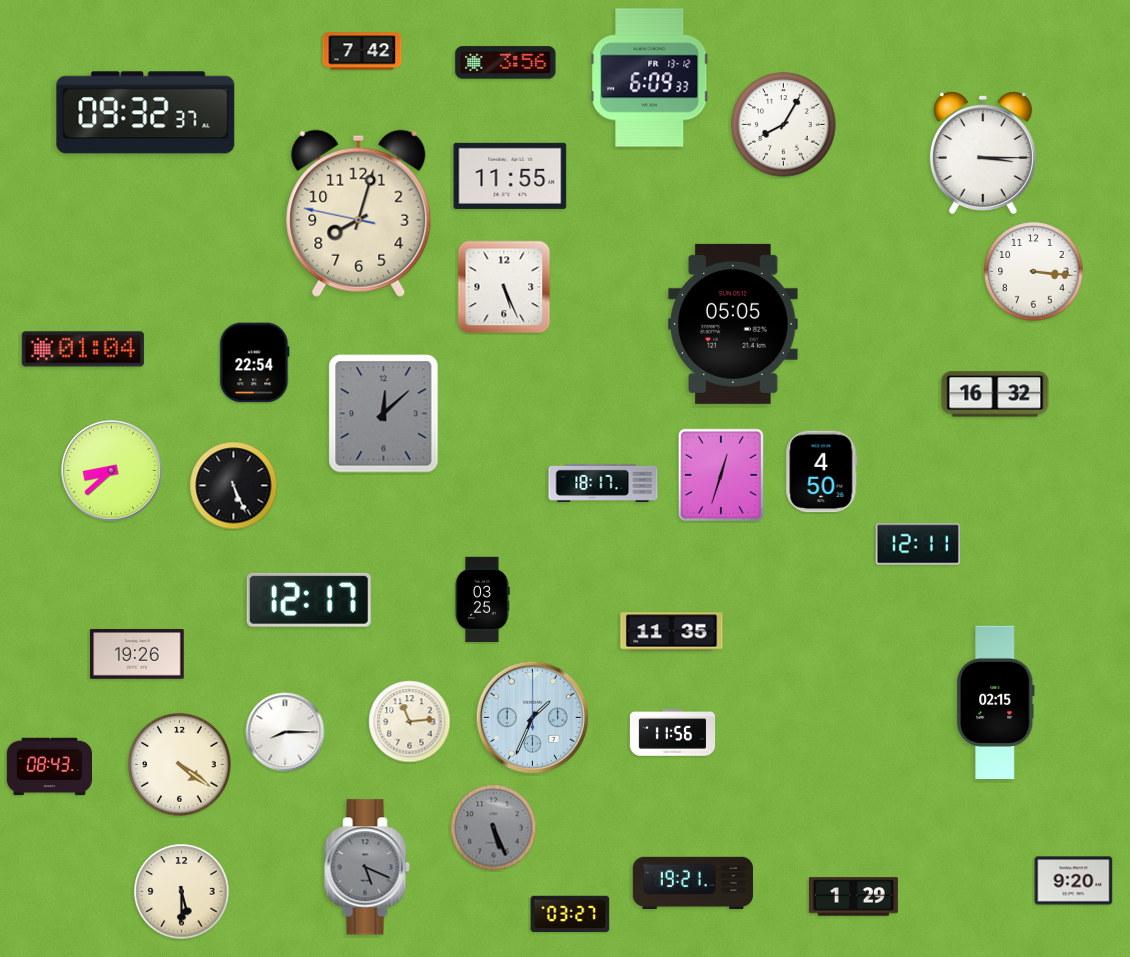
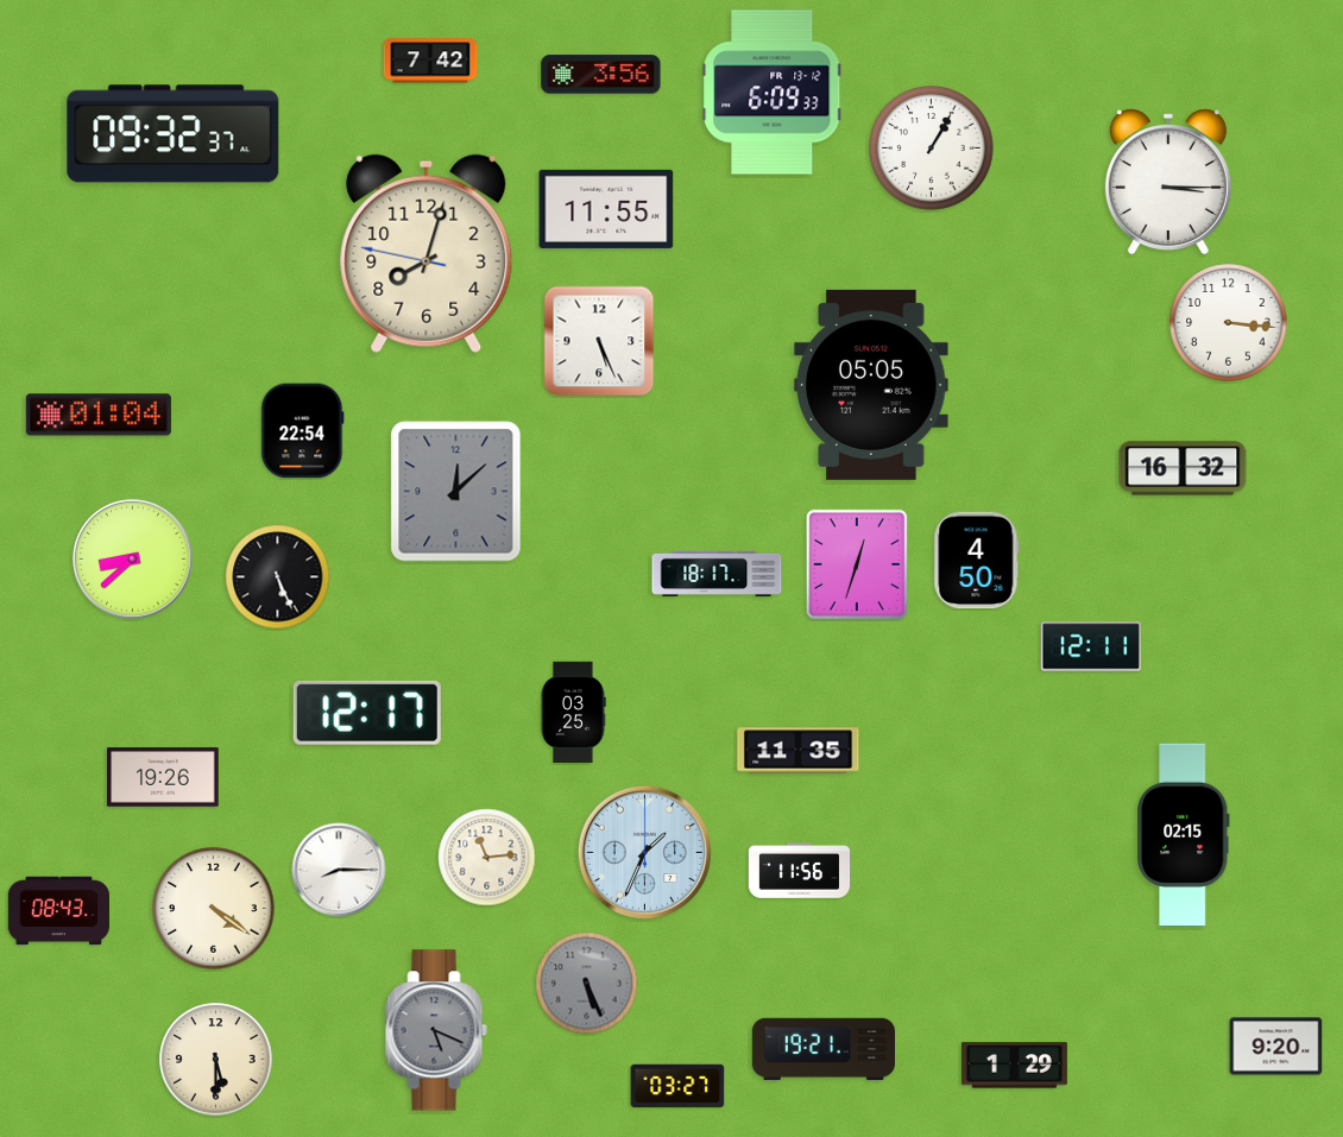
clock at (784, 125): 8:05 -> 1:05
clock at (532, 717) position: (532, 717) -> (644, 852)
